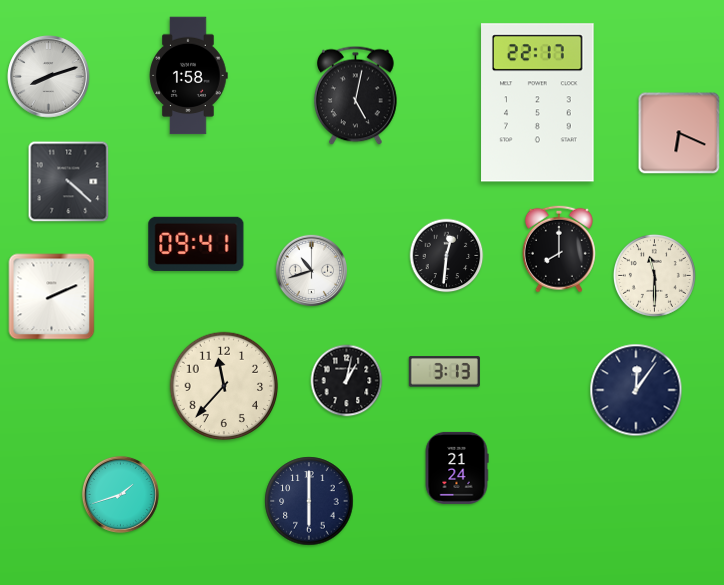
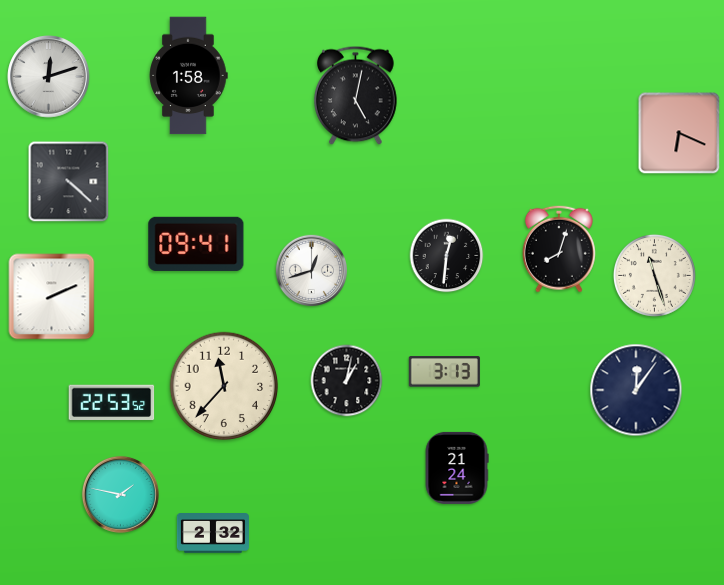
clock at (49, 77): 8:12 -> 12:12
clock at (538, 103): 22:17 -> none
clock at (559, 249): 8:00 -> 8:03
clock at (311, 270): 10:42 -> 12:42
clock at (654, 275): 11:30 -> 11:27
clock at (112, 403): none -> 22:53
clock at (120, 494): 1:42 -> 1:47
clock at (309, 501): 6:00 -> none
clock at (213, 534): none -> 2:32
